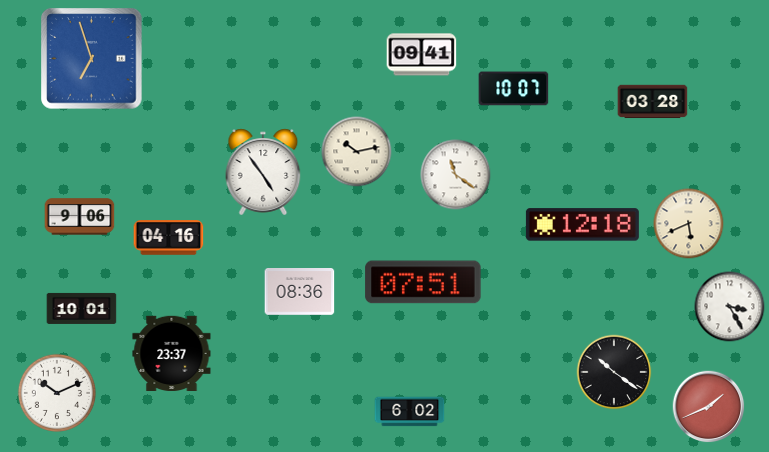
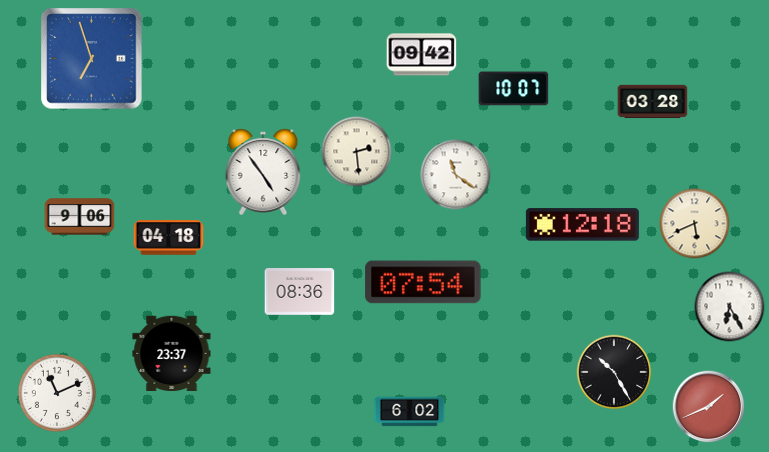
clock at (422, 55): 09:41 -> 09:42
clock at (357, 152): 10:13 -> 2:29
clock at (689, 224) position: (689, 224) -> (695, 224)
clock at (169, 238): 04:16 -> 04:18
clock at (423, 282): 07:51 -> 07:54
clock at (730, 307): 3:25 -> 6:25
clock at (82, 308): 10:01 -> none
clock at (614, 372): 10:21 -> 10:25
clock at (57, 393): 10:11 -> 11:11
